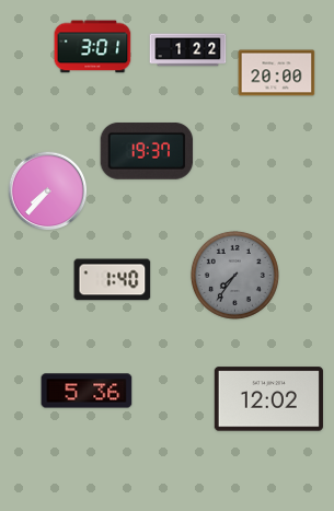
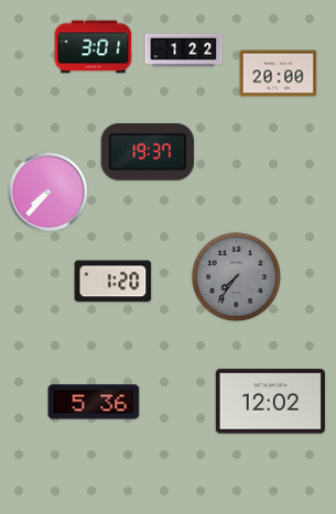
clock at (188, 50) position: (188, 50) -> (184, 51)
clock at (113, 280): 1:40 -> 1:20
clock at (87, 391) position: (87, 391) -> (94, 402)
